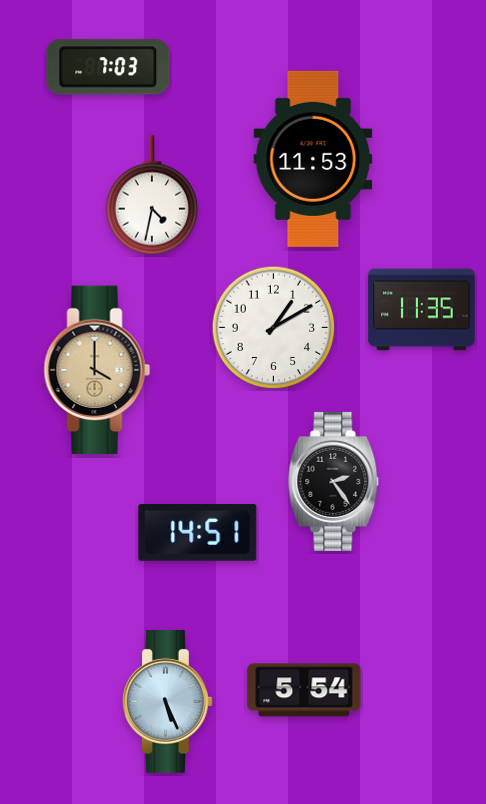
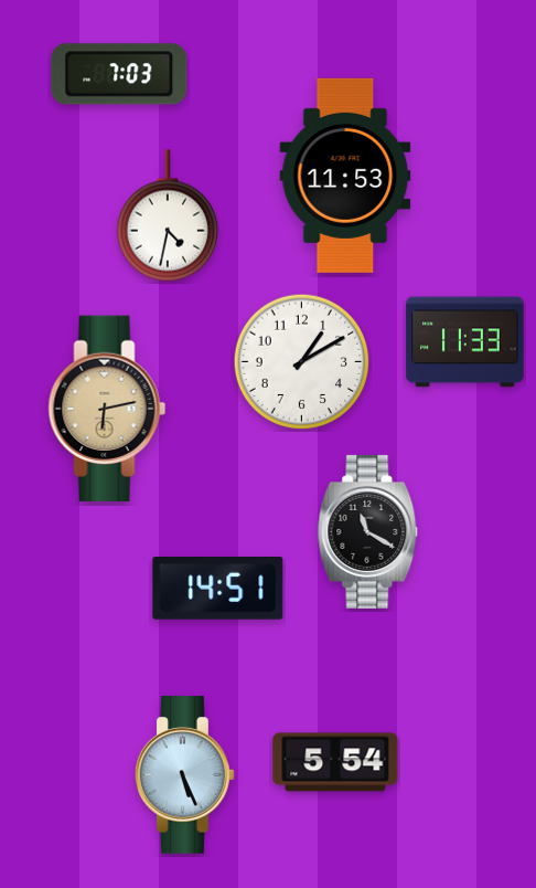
clock at (422, 310): 11:35 -> 11:33
clock at (97, 370): 4:00 -> 6:13
clock at (334, 481): 2:24 -> 11:20
